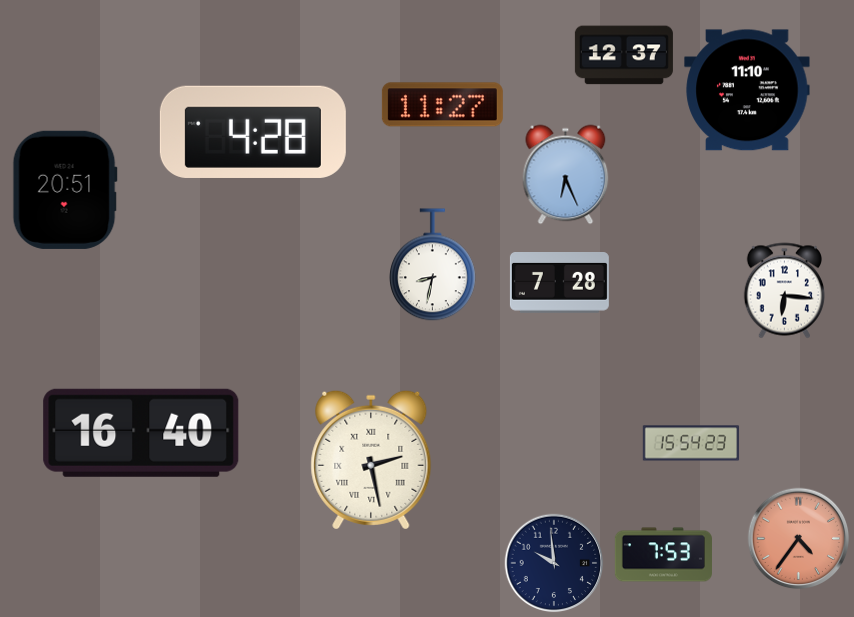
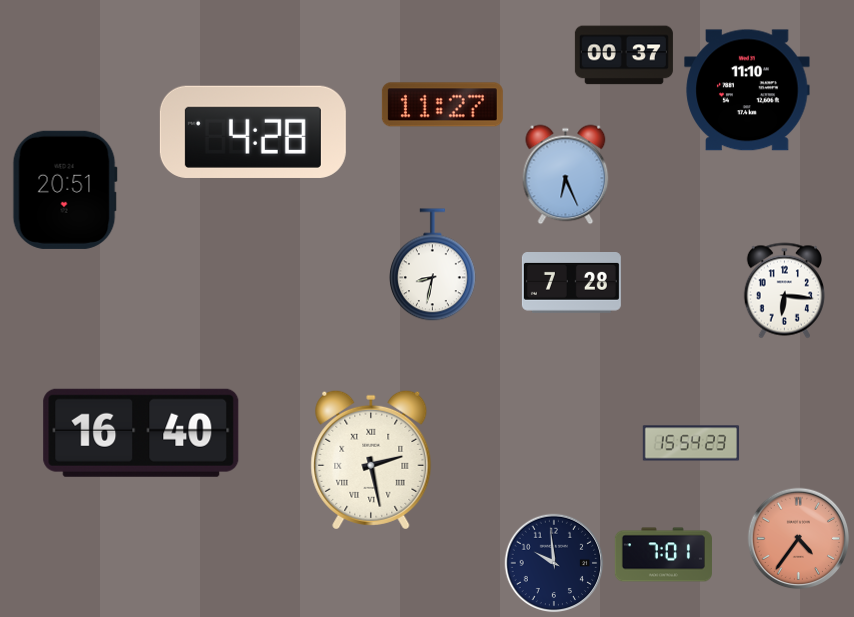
clock at (624, 55): 12:37 -> 00:37
clock at (559, 283) position: (559, 283) -> (571, 283)
clock at (663, 555): 7:53 -> 7:01
